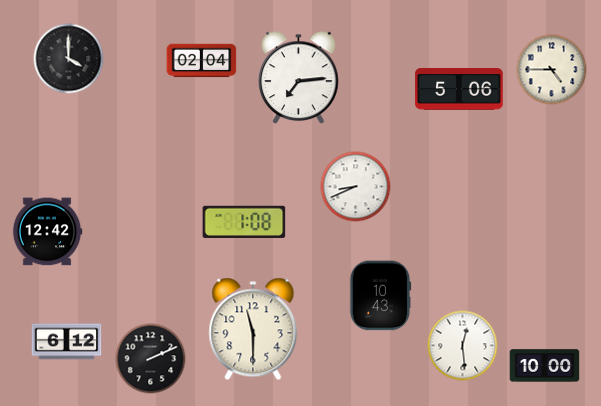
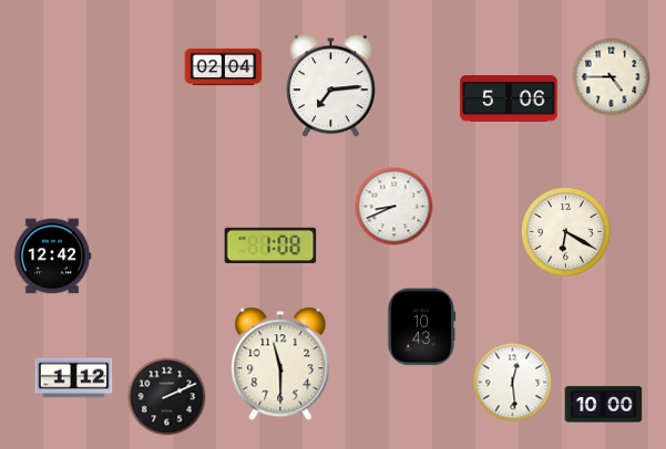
clock at (69, 59): 4:00 -> none
clock at (565, 231): none -> 6:20
clock at (67, 342): 6:12 -> 1:12
